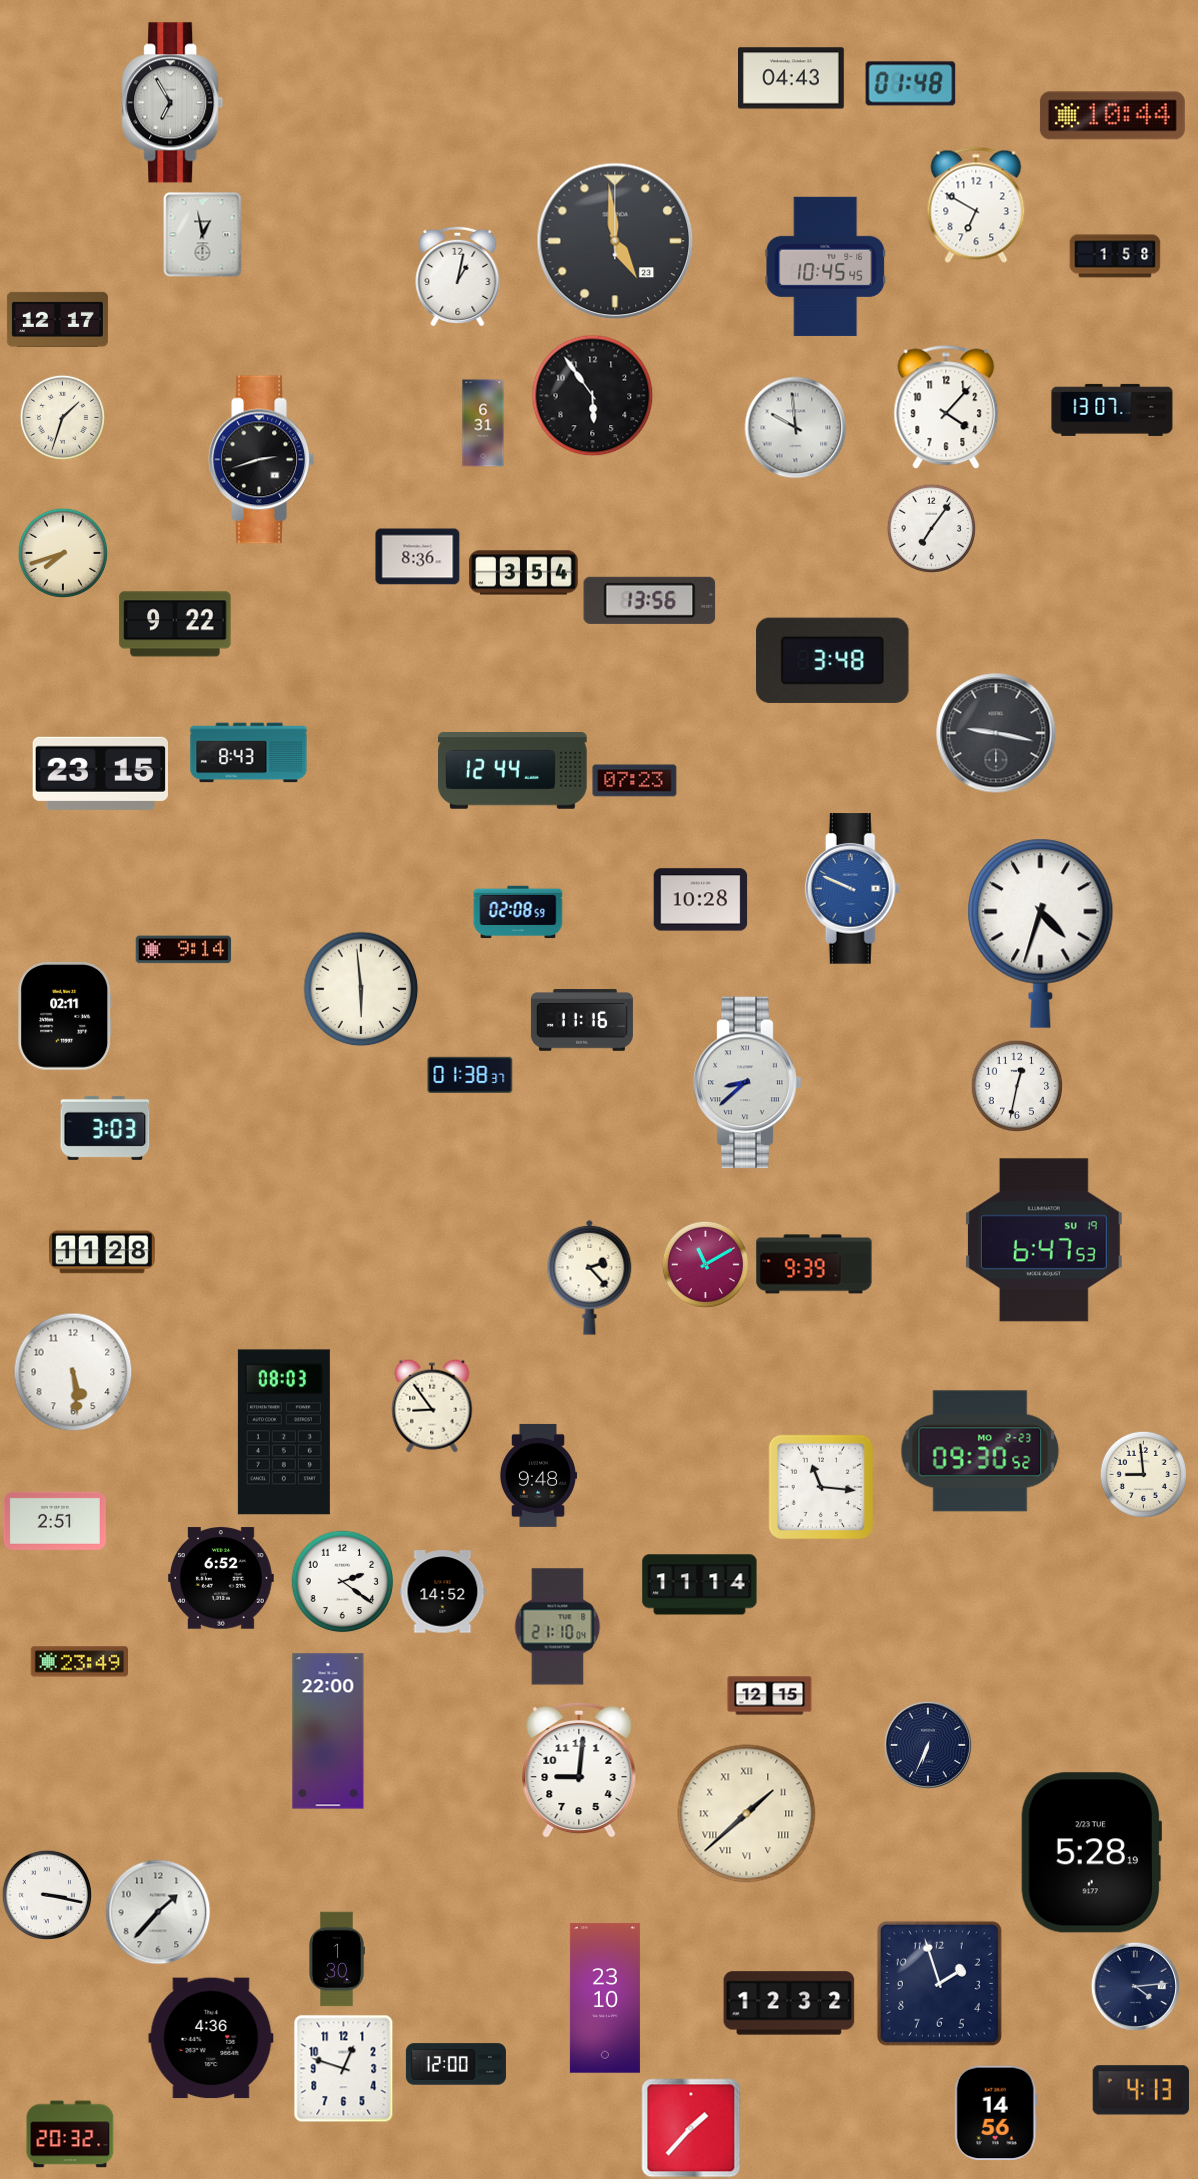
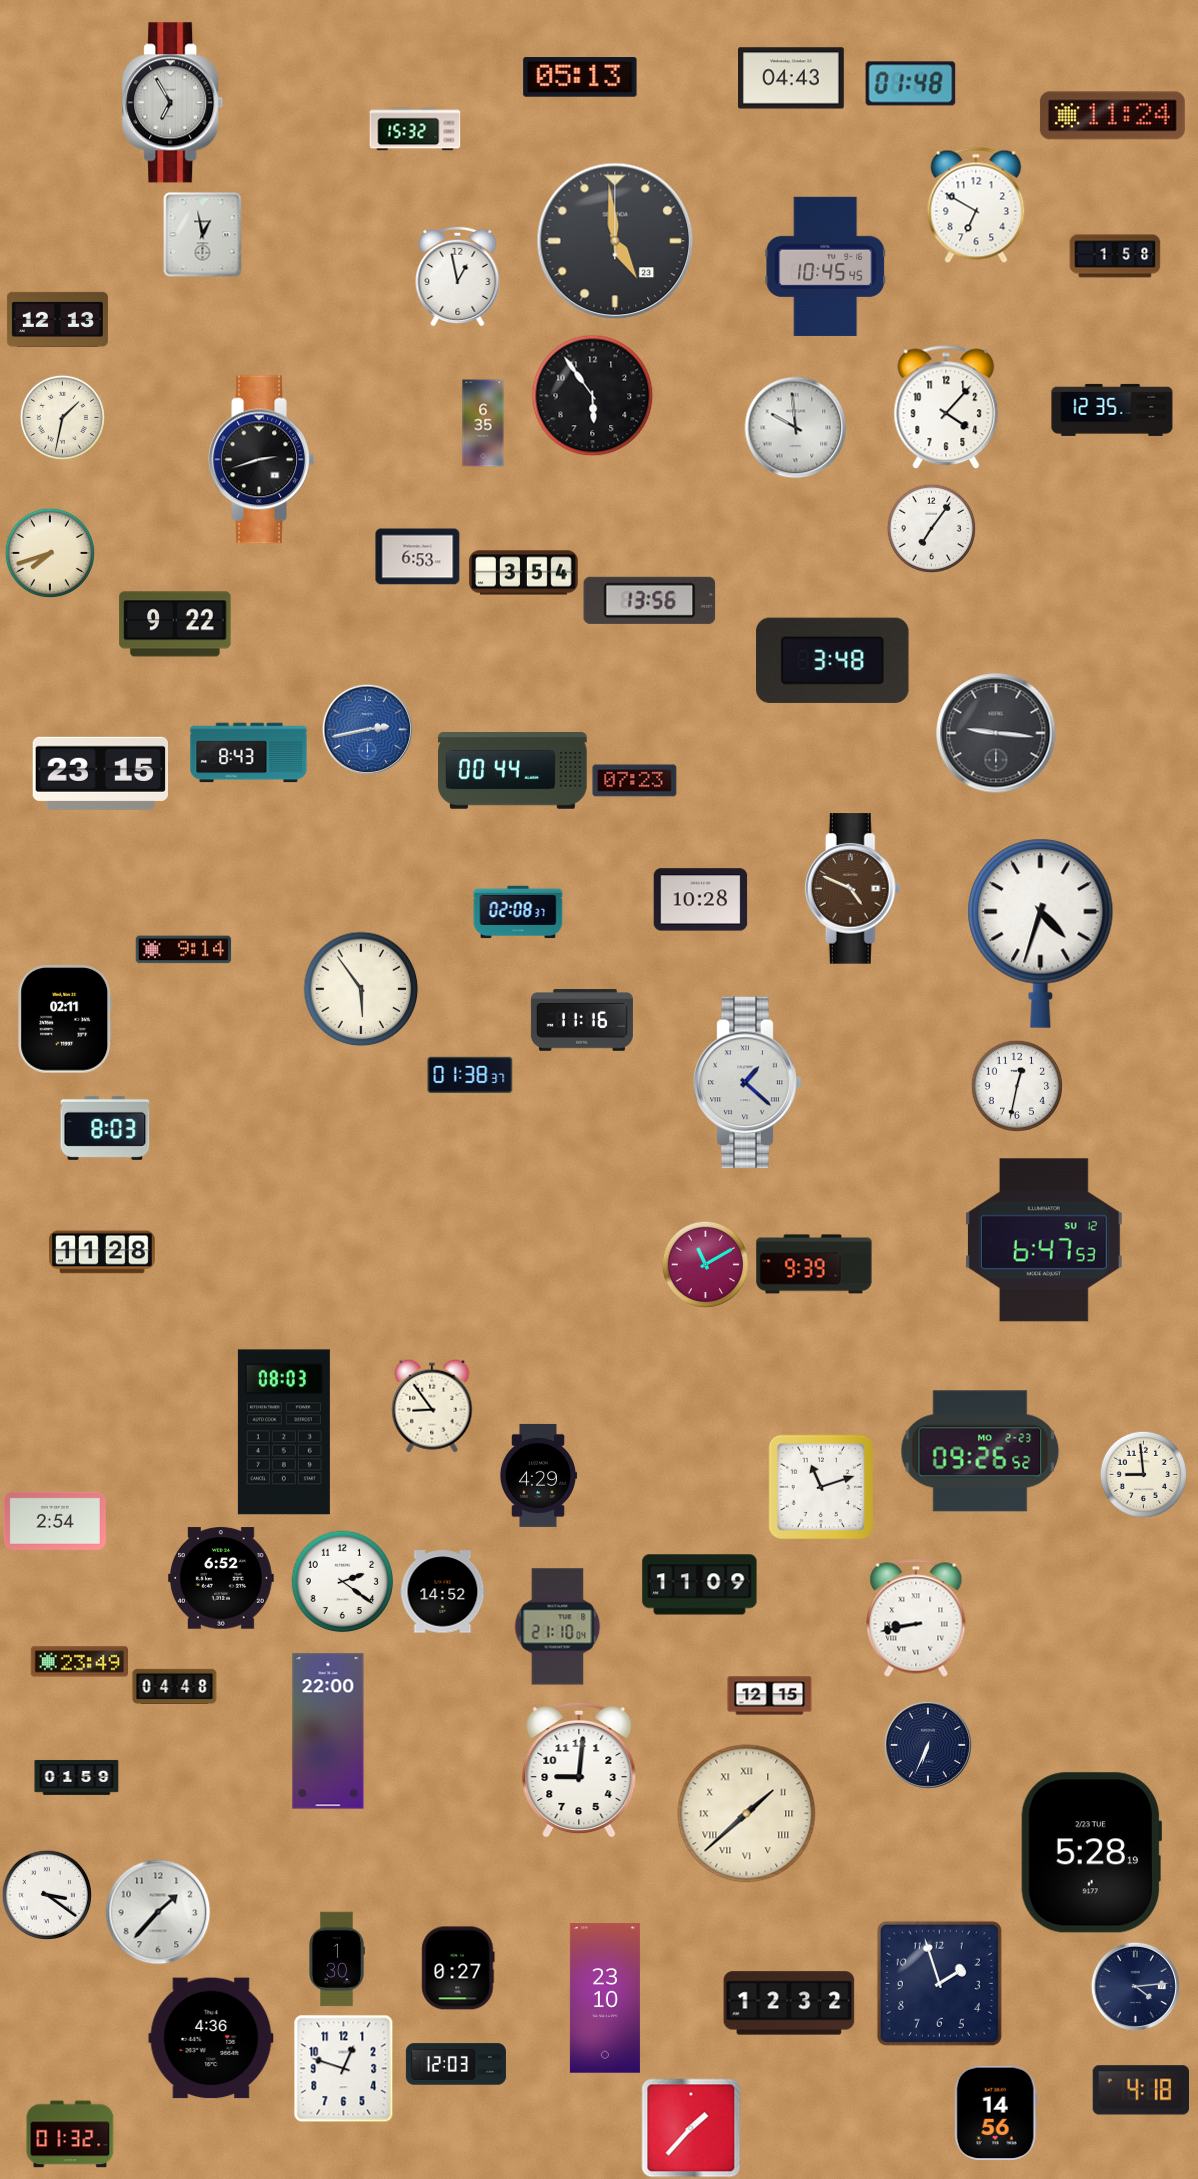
clock at (580, 77): none -> 05:13
clock at (1112, 116): 10:44 -> 11:24
clock at (415, 129): none -> 15:32
clock at (458, 275): 1:02 -> 12:58
clock at (57, 319): 12:17 -> 12:13
clock at (1112, 410): 13:07 -> 12:35
clock at (62, 417): 1:33 -> 1:32
clock at (483, 423): 6:31 -> 6:35
clock at (63, 553) position: (63, 553) -> (50, 553)
clock at (418, 557): 8:36 -> 6:53
clock at (367, 729): none -> 2:43
clock at (996, 733): 9:17 -> 9:16
clock at (513, 771): 12:44 -> 00:44
clock at (853, 889): 9:49 -> 4:49
clock at (853, 889) dial: blue -> brown
clock at (518, 912): 02:08:59 -> 02:08:37
clock at (361, 989): 5:59 -> 5:54
clock at (65, 1017) position: (65, 1017) -> (65, 1020)
clock at (748, 1083): 8:38 -> 1:22
clock at (105, 1128): 3:03 -> 8:03
clock at (1044, 1240) date: SU 19 -> SU 12
clock at (590, 1277): 2:23 -> none
clock at (73, 1372): 5:29 -> none
clock at (980, 1451): 09:30 -> 09:26
clock at (537, 1475): 9:48 -> 4:29
clock at (821, 1487): 11:16 -> 11:12
clock at (55, 1521): 2:51 -> 2:54
clock at (700, 1585): 11:14 -> 11:09
clock at (916, 1618): none -> 8:43
clock at (175, 1686): none -> 04:48
clock at (77, 1777): none -> 01:59
clock at (47, 1895): 3:17 -> 3:21
clock at (458, 1968): none -> 0:27
clock at (456, 2064): 12:00 -> 12:03
clock at (1141, 2090): 4:13 -> 4:18
clock at (70, 2134): 20:32 -> 01:32
